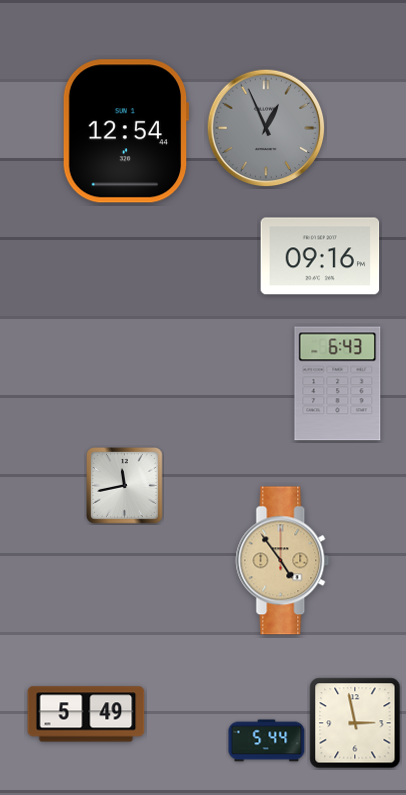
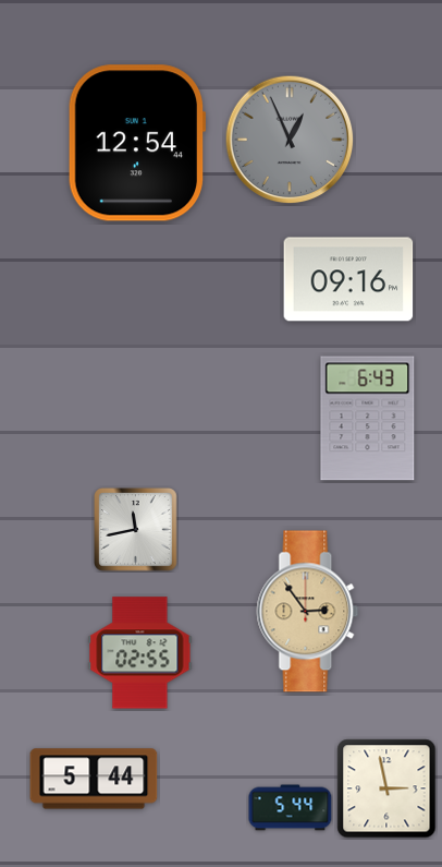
clock at (283, 561): 4:54 -> 2:54
clock at (140, 653): none -> 02:55
clock at (86, 714): 5:49 -> 5:44
